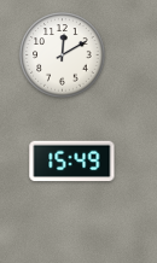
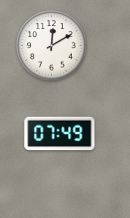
clock at (72, 162): 15:49 -> 07:49
